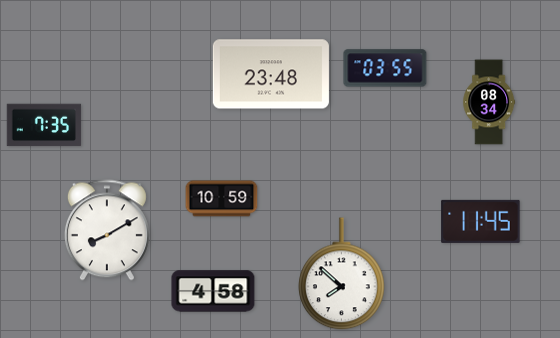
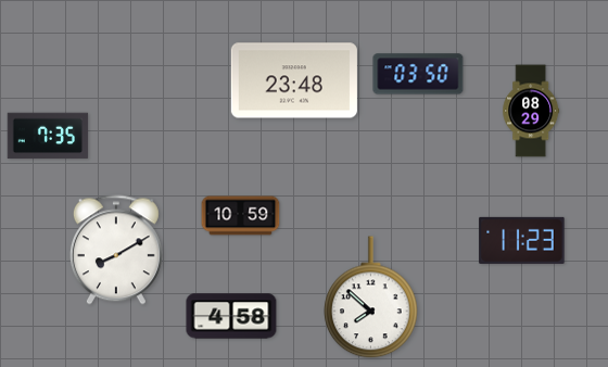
clock at (385, 68): 03:55 -> 03:50
clock at (489, 102): 08:34 -> 08:29
clock at (481, 221): 11:45 -> 11:23
